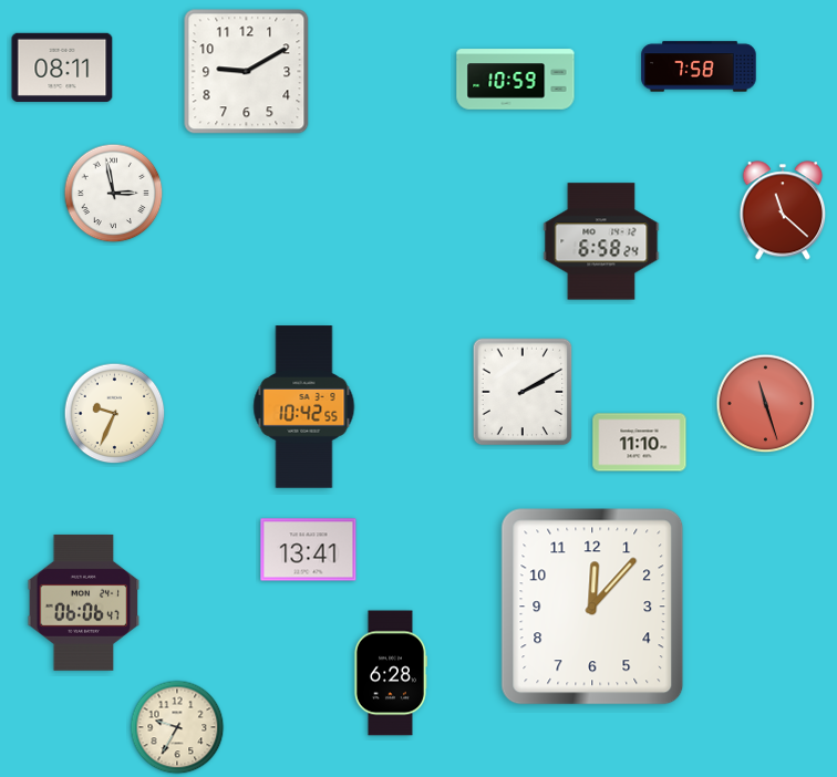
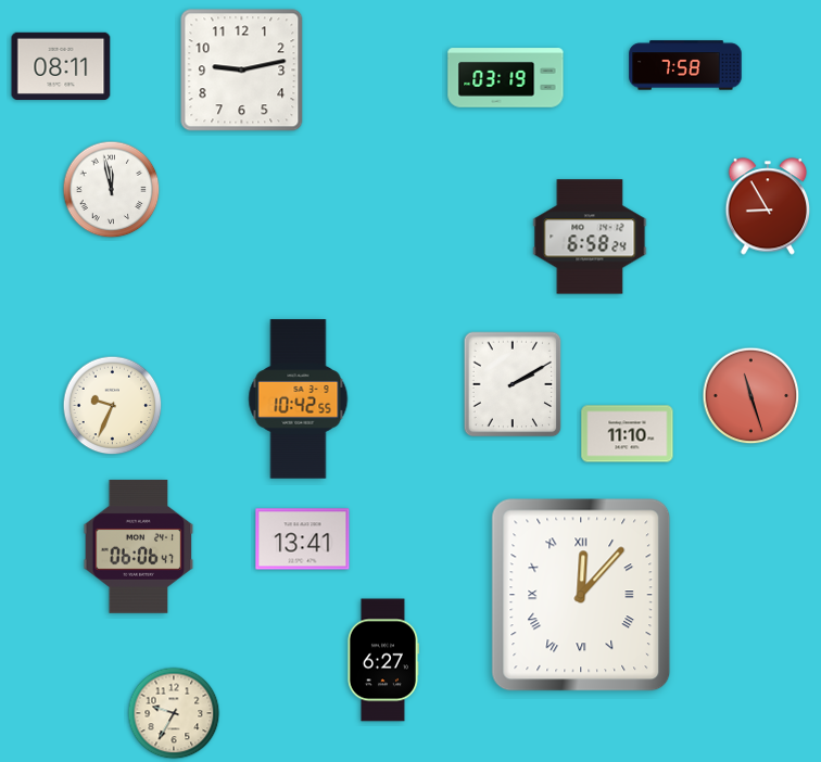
clock at (247, 72): 9:10 -> 9:13
clock at (516, 80): 10:59 -> 03:19
clock at (114, 194): 2:58 -> 11:58
clock at (783, 210): 11:22 -> 8:55
clock at (84, 602) position: (84, 602) -> (139, 546)
clock at (592, 607) numerals: Arabic -> Roman
clock at (390, 673): 6:28 -> 6:27
